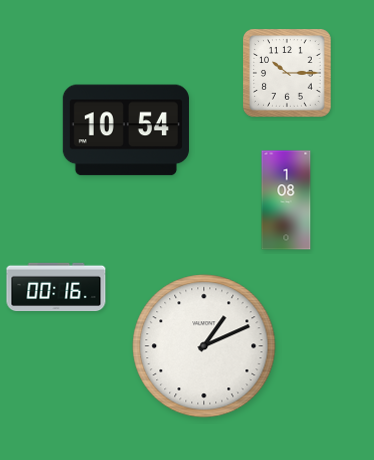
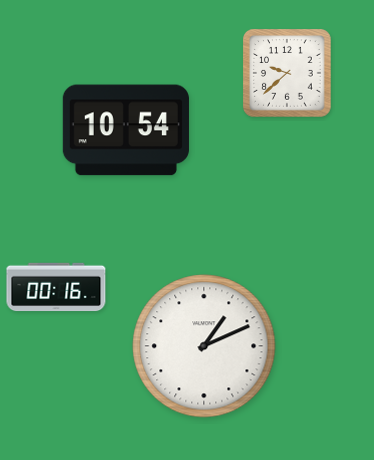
clock at (287, 73): 10:15 -> 9:38
clock at (286, 200): 1:08 -> none
